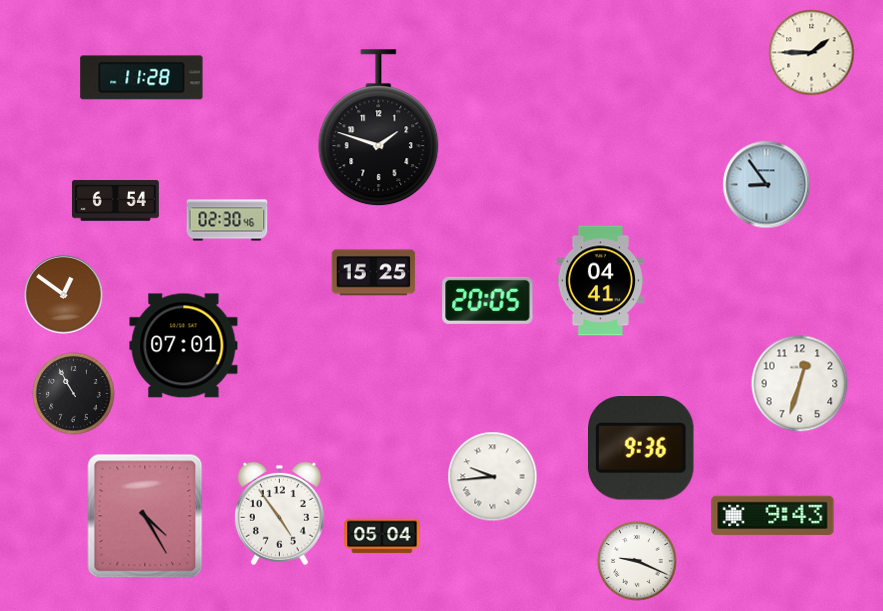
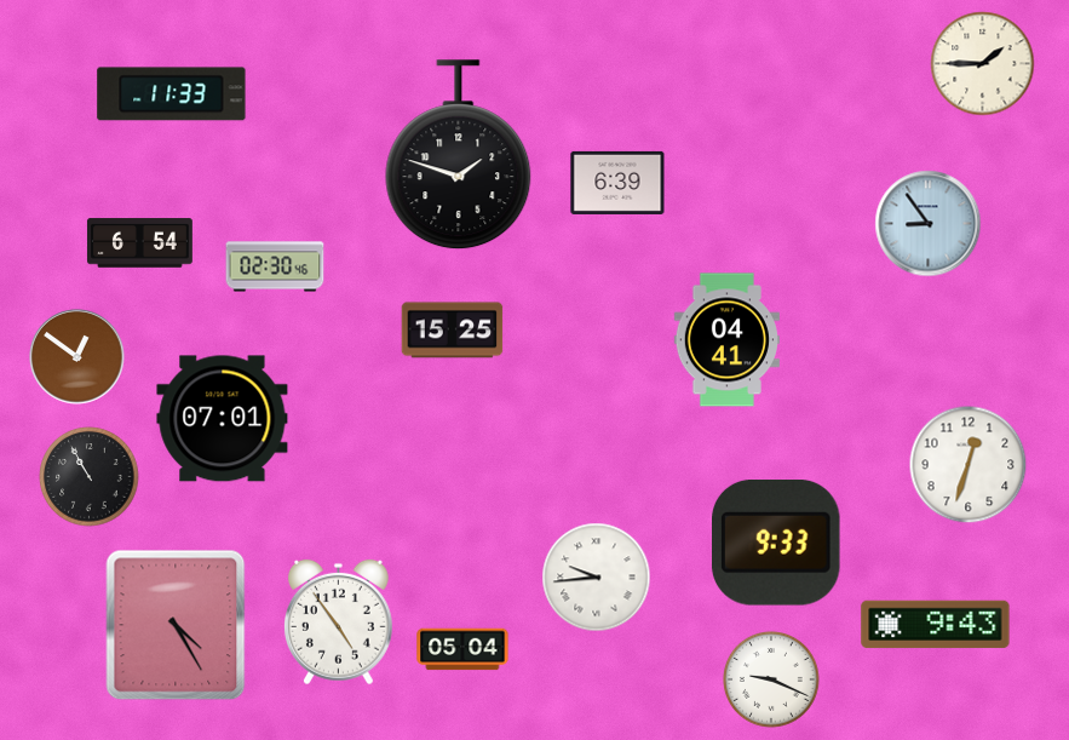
clock at (142, 78): 11:28 -> 11:33
clock at (617, 183): none -> 6:39
clock at (488, 300): 20:05 -> none
clock at (642, 449): 9:36 -> 9:33
